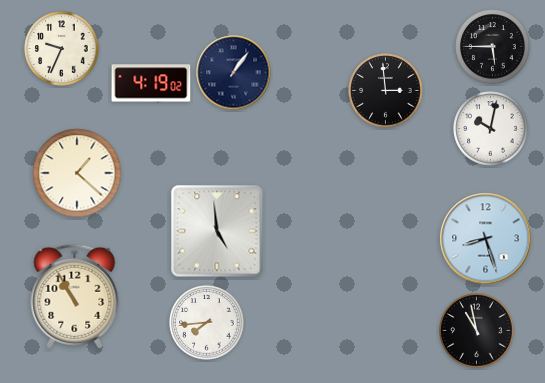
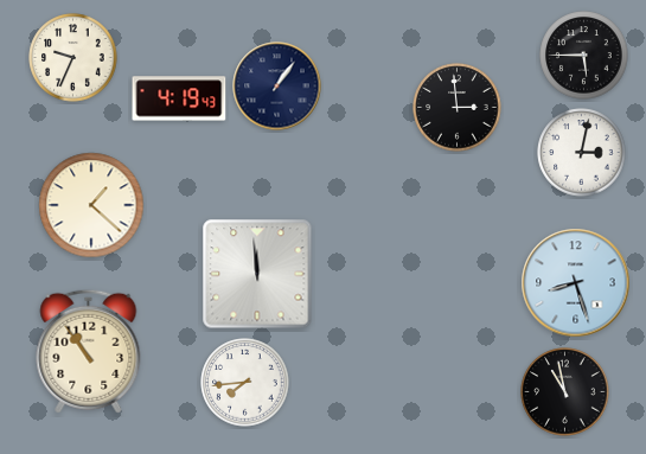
clock at (151, 83): 4:19:02 -> 4:19:43
clock at (491, 129): 10:02 -> 3:02
clock at (217, 231): 4:59 -> 11:59
clock at (75, 296): 10:55 -> 10:54
